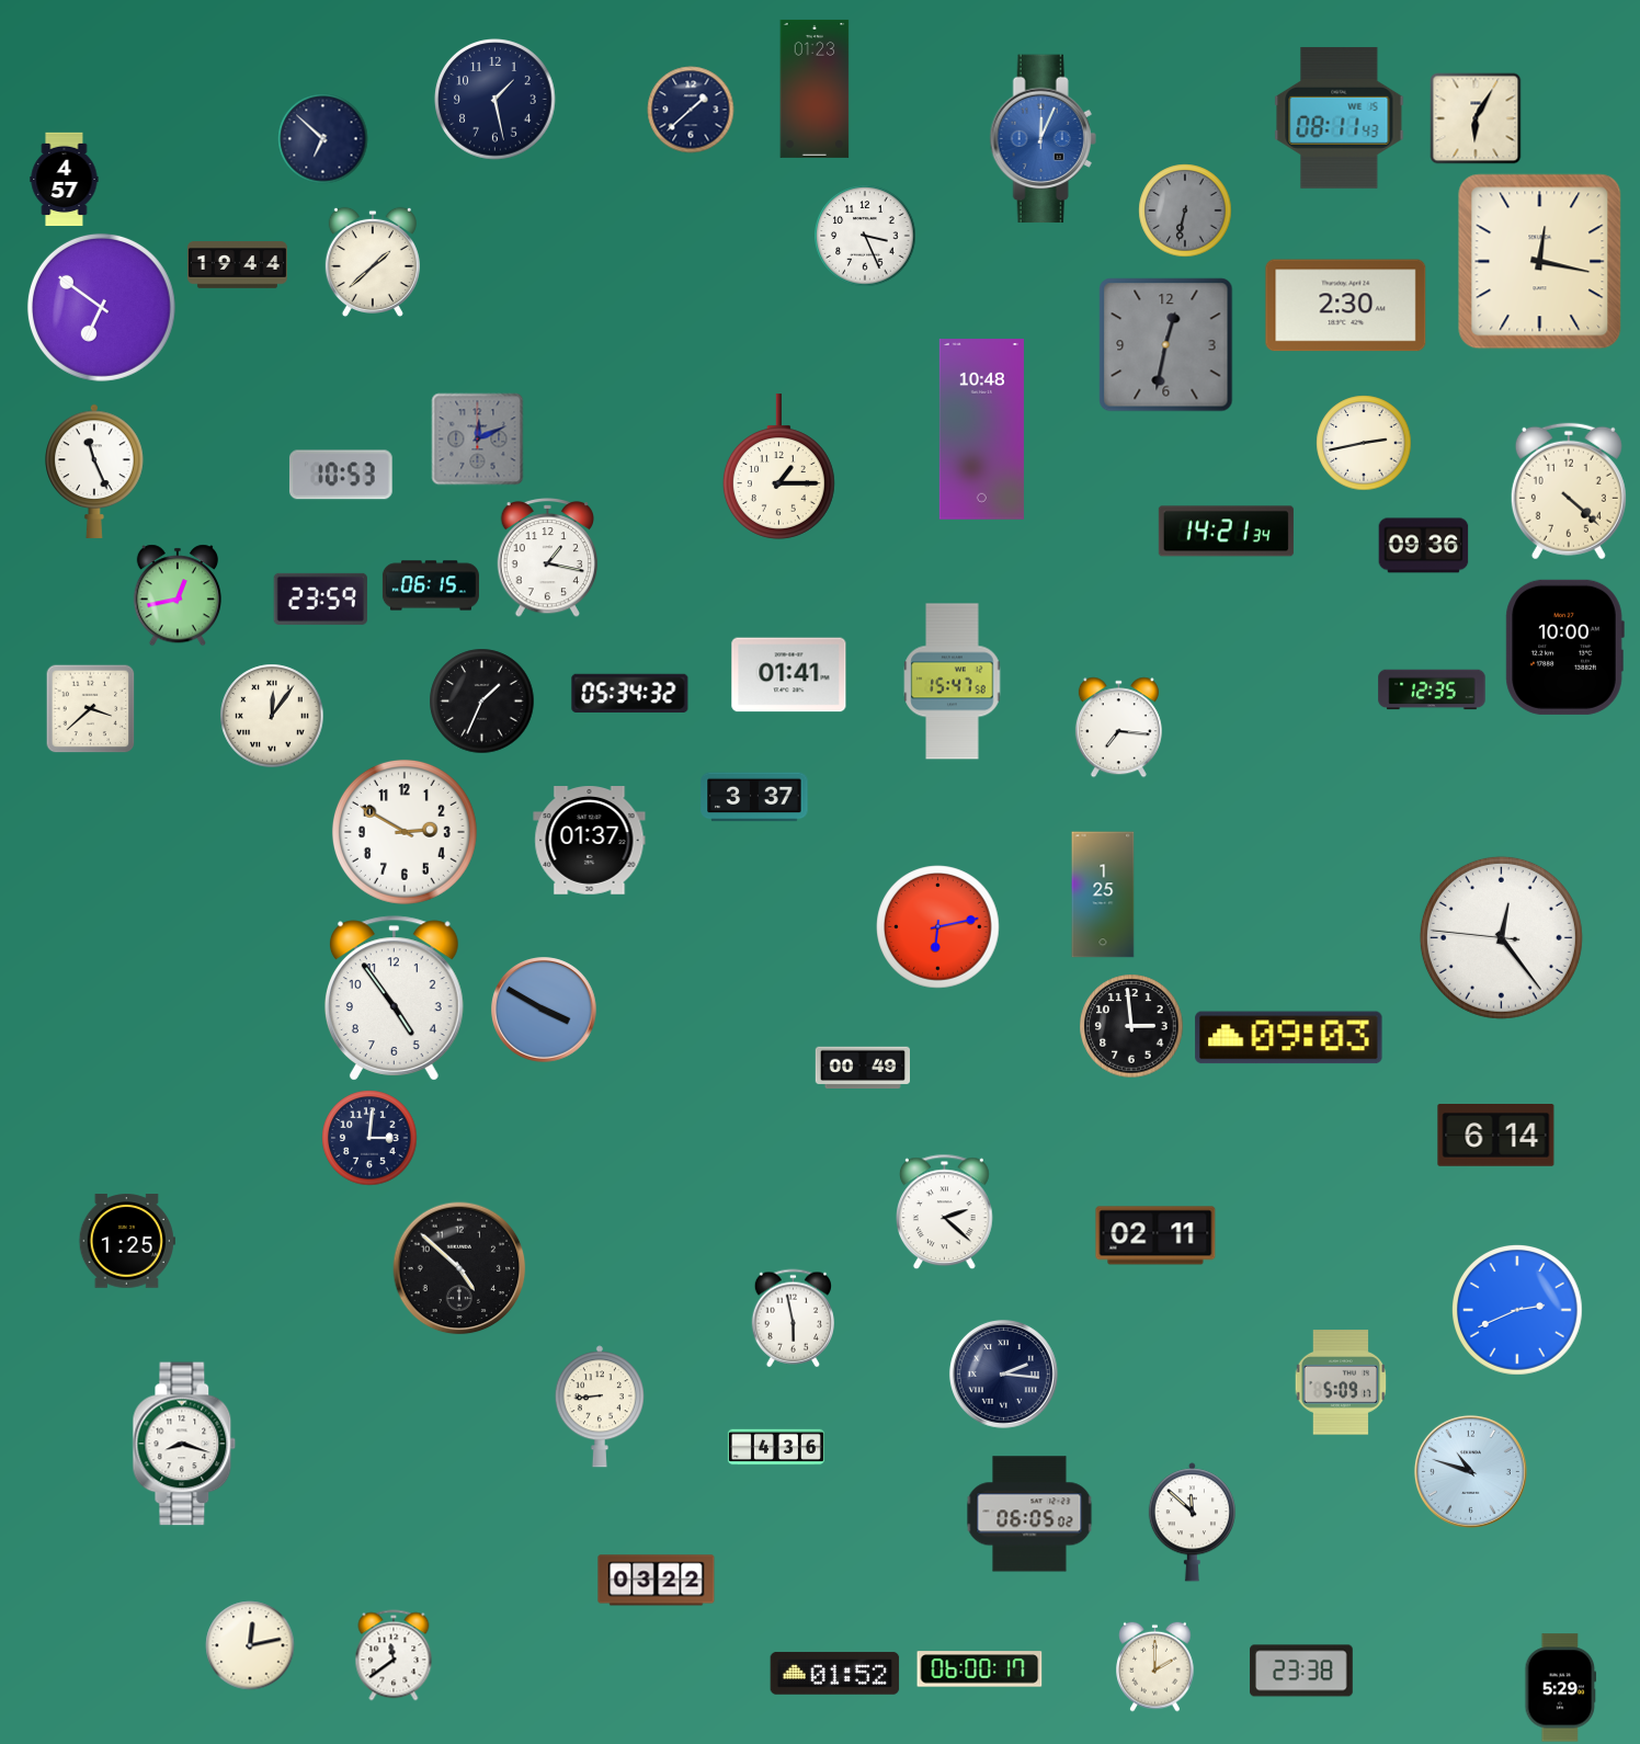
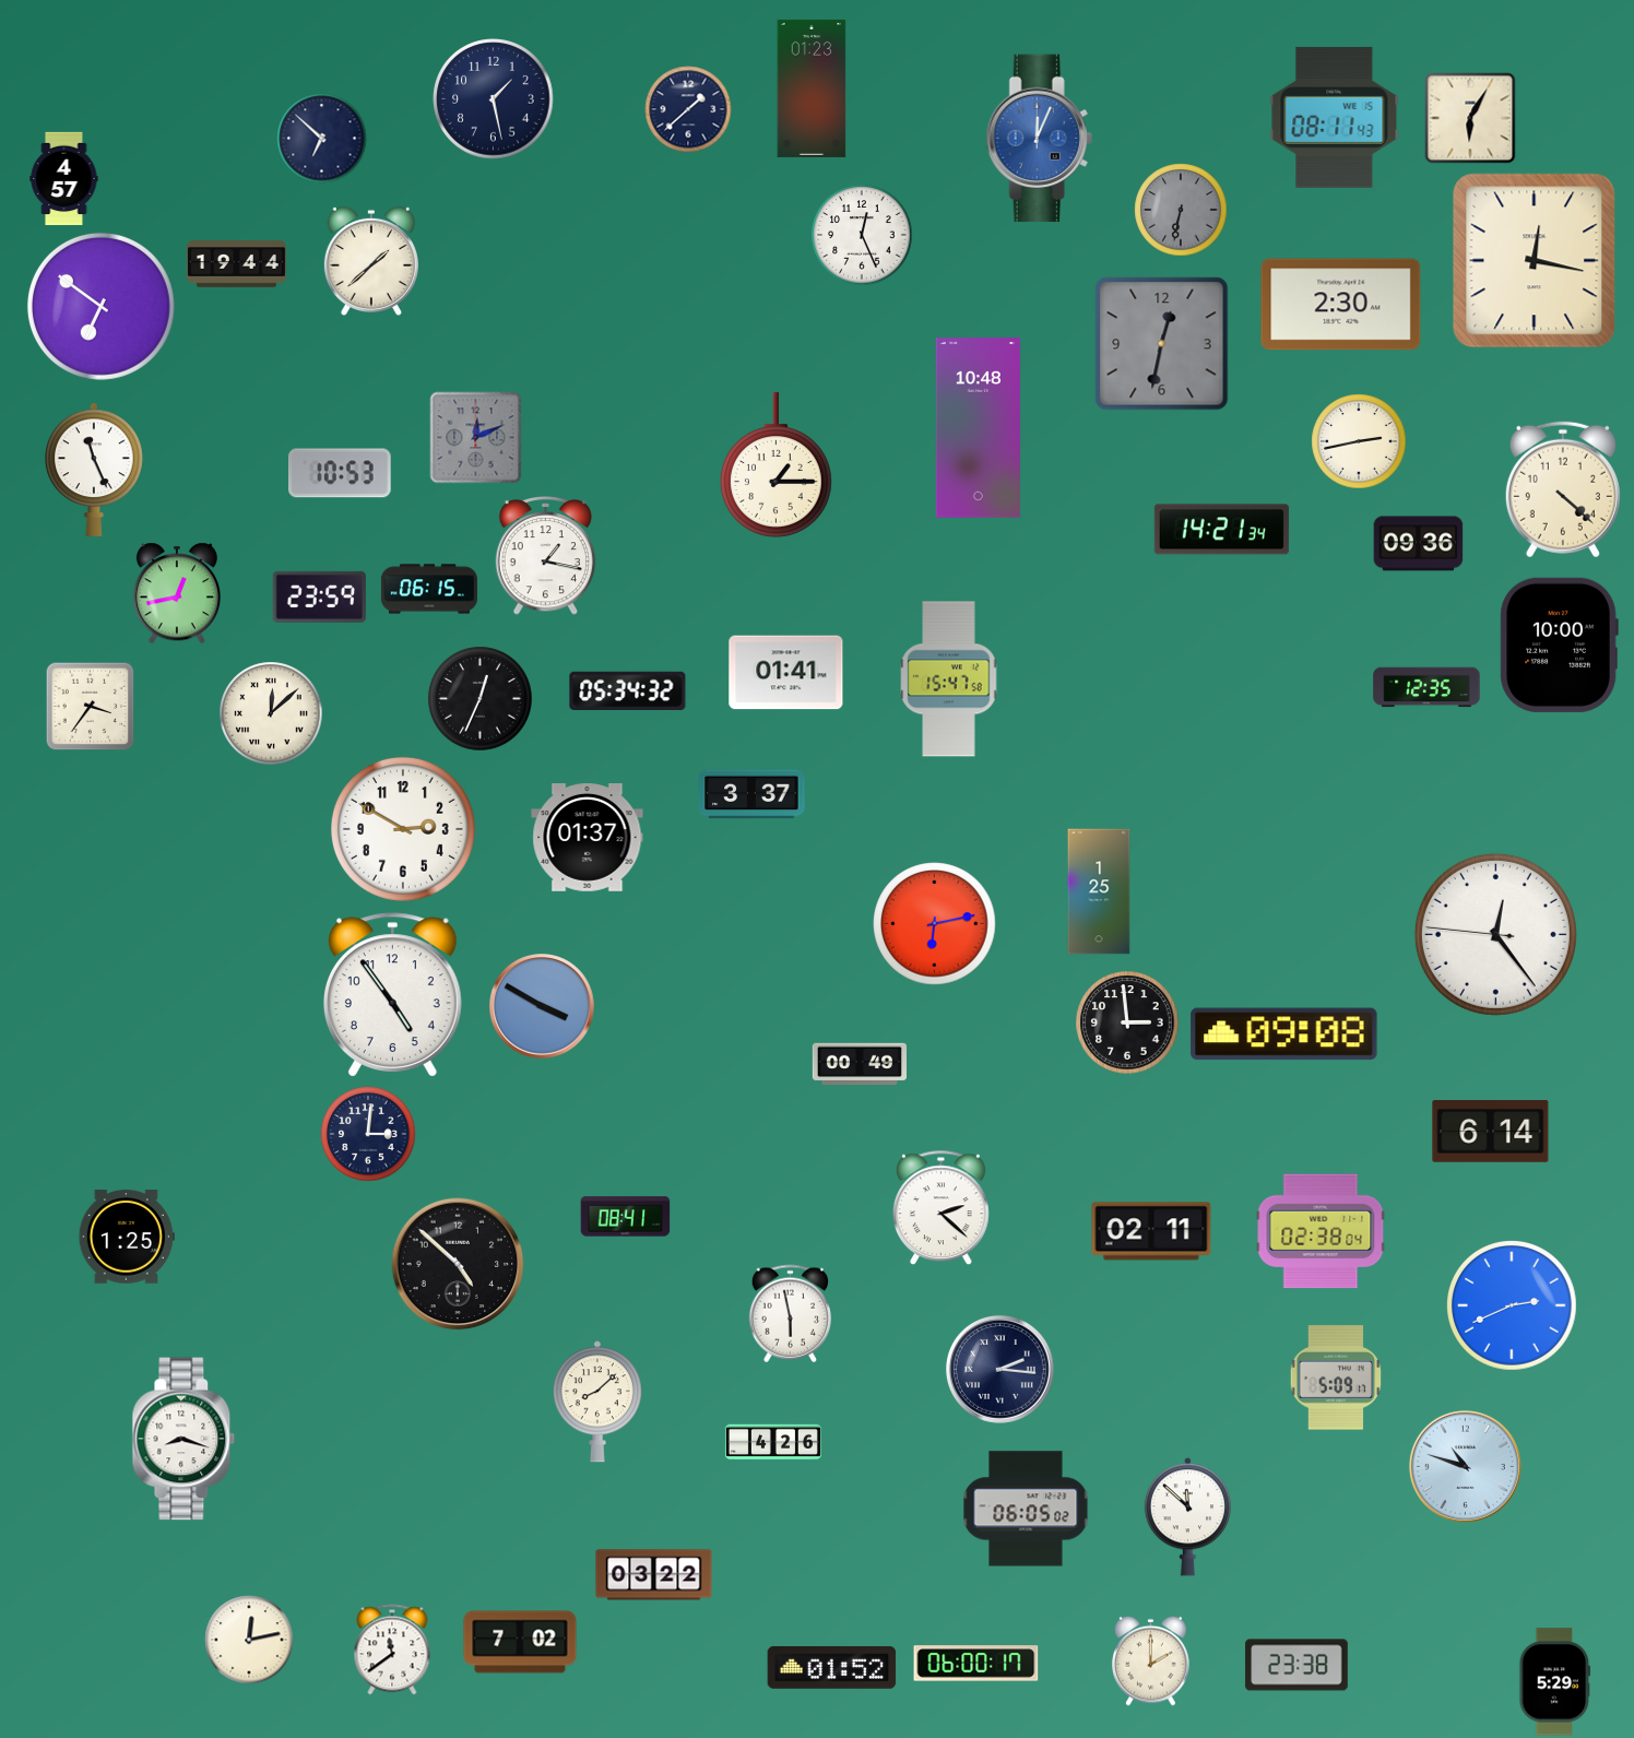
clock at (865, 236): 3:26 -> 12:26
clock at (431, 585) position: (431, 585) -> (429, 589)
clock at (482, 702): 1:34 -> 12:34
clock at (90, 708): 3:38 -> 3:36
clock at (272, 716): 12:06 -> 12:08
clock at (1118, 728): 7:16 -> none
clock at (1289, 1038): 09:03 -> 09:08
clock at (626, 1217): none -> 08:41
clock at (1321, 1231): none -> 02:38
clock at (600, 1406): 8:44 -> 8:08
clock at (776, 1447): 4:36 -> 4:26
clock at (520, 1642): none -> 7:02
